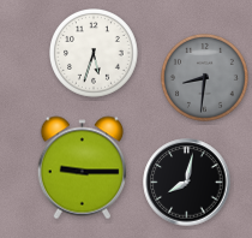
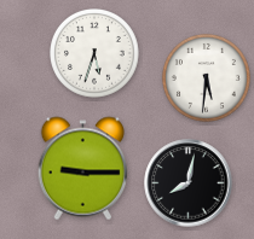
clock at (204, 77): 8:31 -> 5:31
clock at (204, 77) dial: grey -> white
